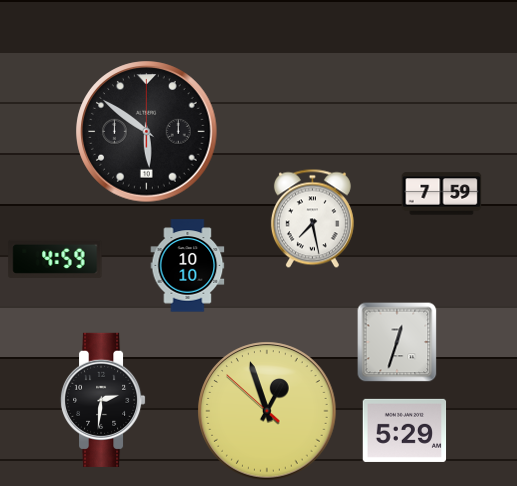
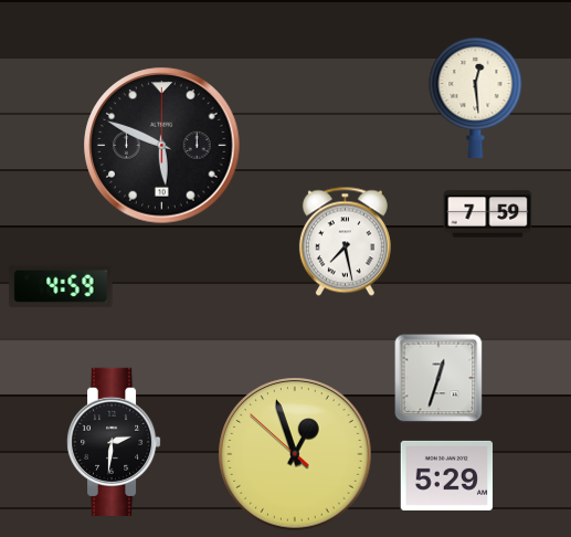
clock at (476, 98): none -> 12:29
clock at (147, 132): 5:51 -> 5:49
clock at (188, 266): 10:10 -> none
